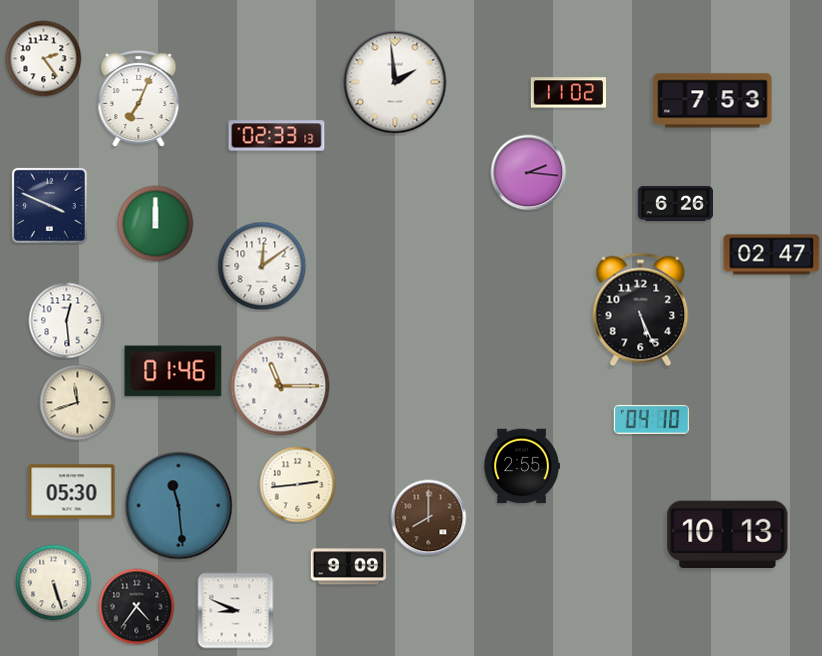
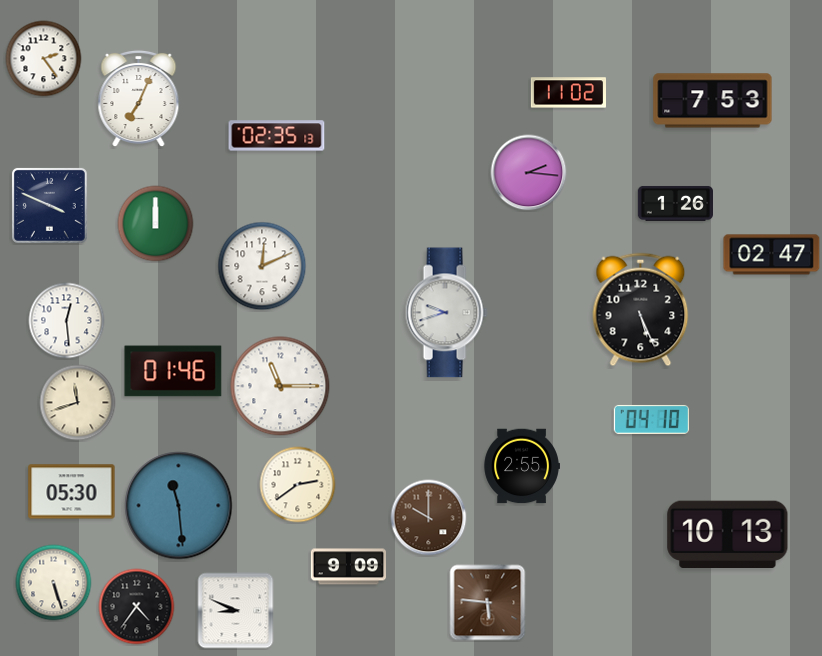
clock at (395, 82): 1:59 -> none
clock at (277, 136): 02:33 -> 02:35
clock at (675, 203): 6:26 -> 1:26
clock at (262, 266): 12:09 -> 12:11
clock at (446, 313): none -> 9:42
clock at (298, 485): 2:44 -> 2:39
clock at (429, 518): 8:00 -> 10:00
clock at (488, 603): none -> 5:46
